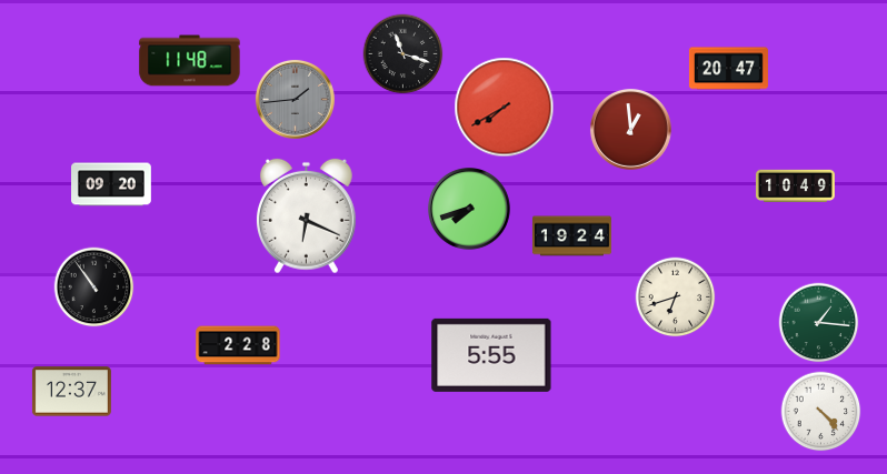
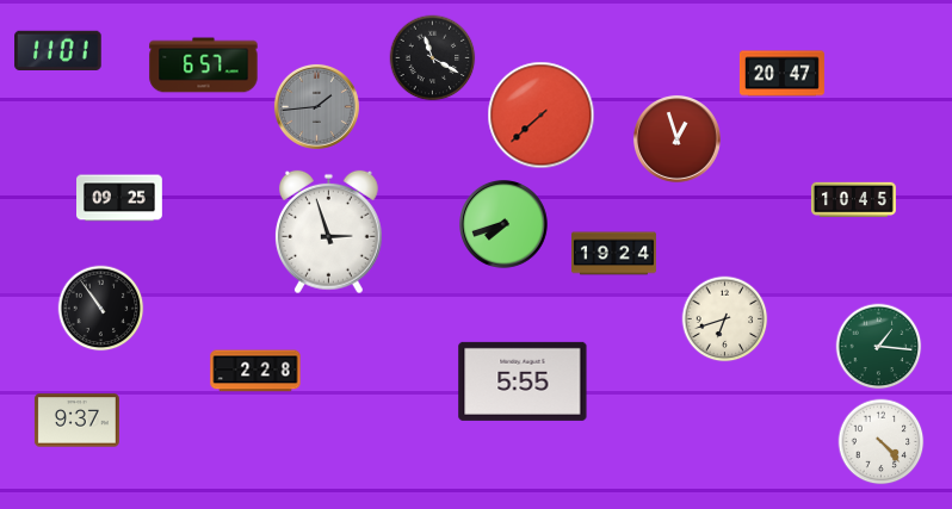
clock at (58, 50): none -> 11:01
clock at (403, 54): 11:18 -> 11:20
clock at (190, 61): 11:48 -> 6:57
clock at (505, 108): 7:40 -> 7:38
clock at (630, 129): 12:59 -> 12:57
clock at (112, 184): 09:20 -> 09:25
clock at (795, 186): 10:49 -> 10:45
clock at (306, 216): 6:19 -> 2:57
clock at (491, 355) position: (491, 355) -> (523, 381)
clock at (71, 392): 12:37 -> 9:37
